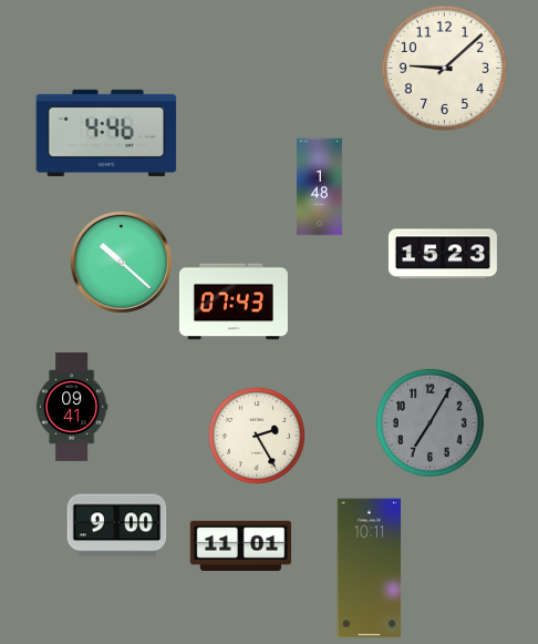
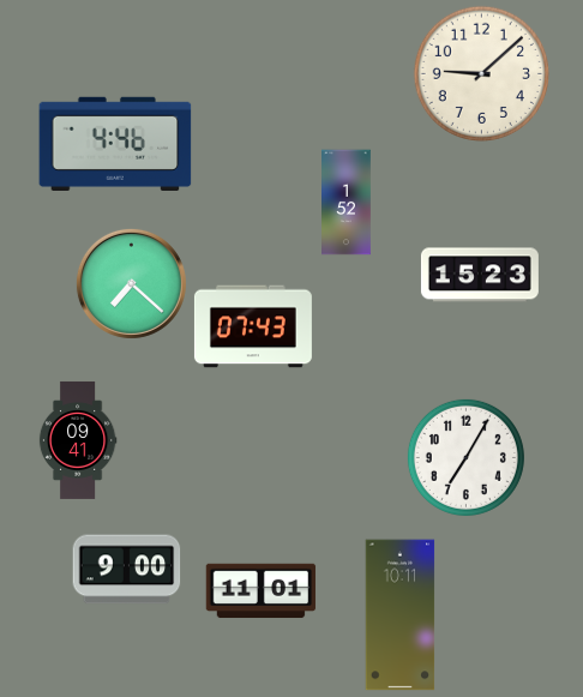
clock at (320, 187): 1:48 -> 1:52
clock at (121, 262): 10:22 -> 7:22
clock at (430, 422) dial: grey -> white
clock at (257, 436): 2:25 -> none
